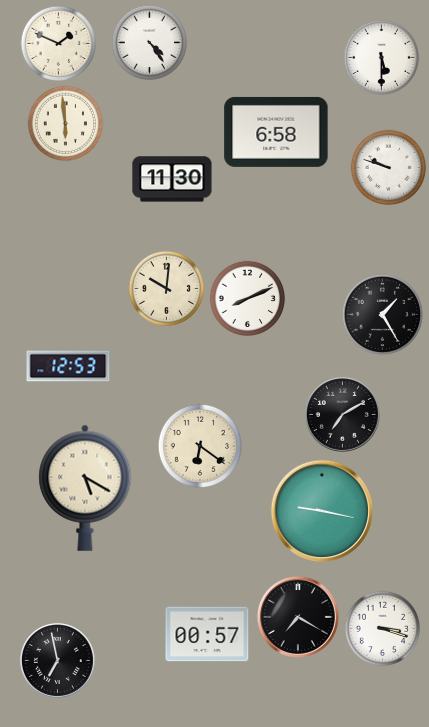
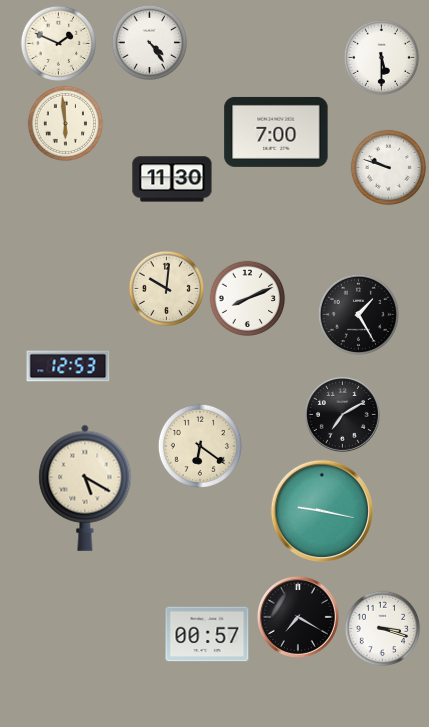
clock at (276, 132): 6:58 -> 7:00
clock at (382, 314) position: (382, 314) -> (358, 314)
clock at (57, 660): 6:58 -> none
